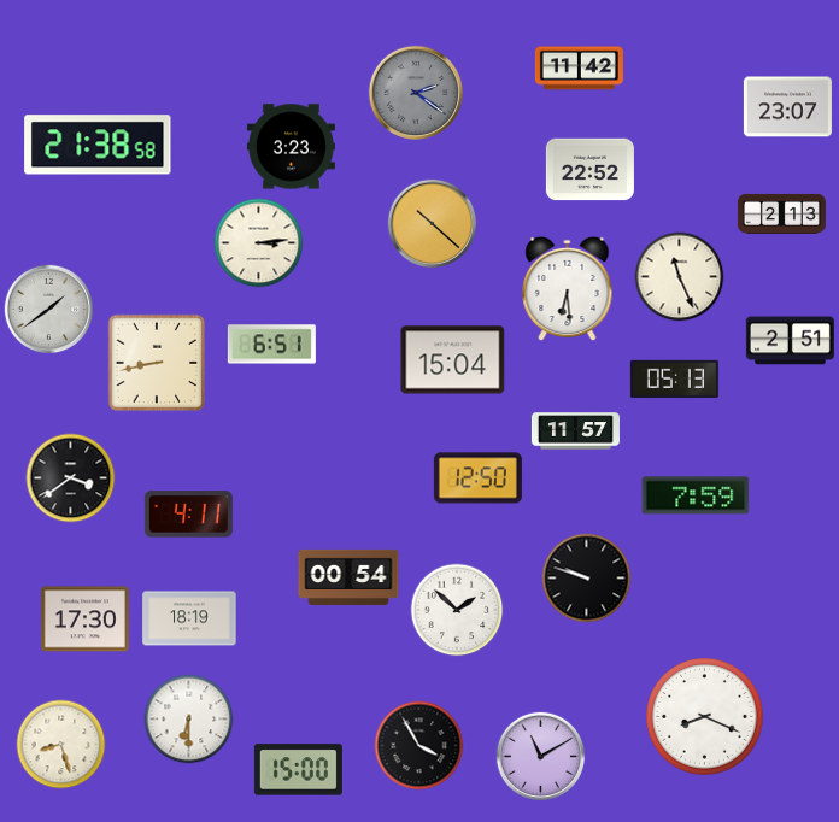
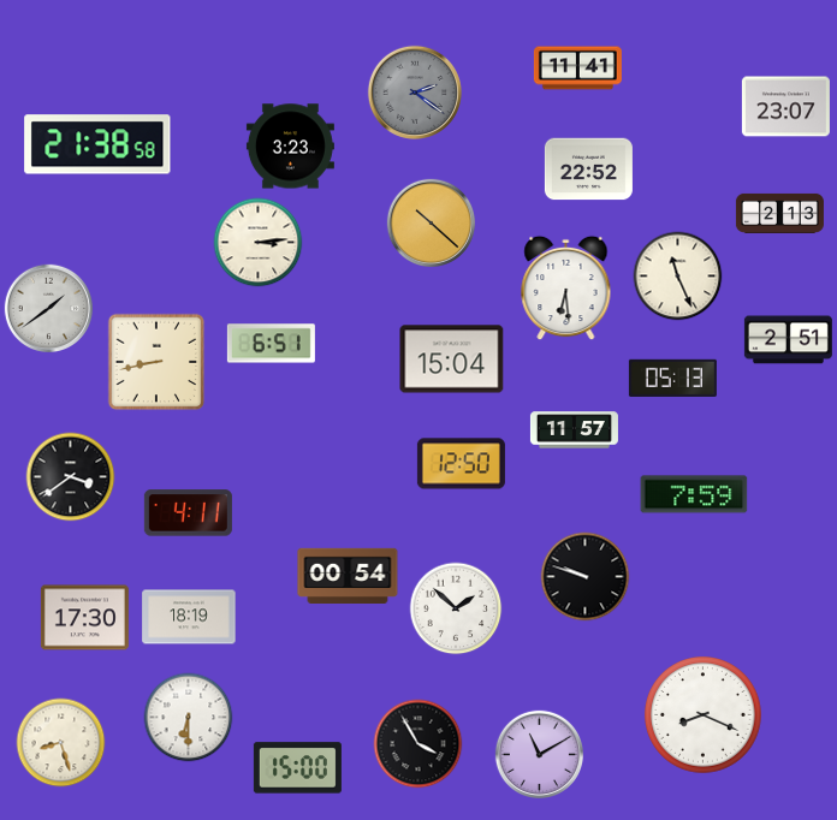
clock at (579, 69): 11:42 -> 11:41
clock at (477, 478) position: (477, 478) -> (461, 464)
